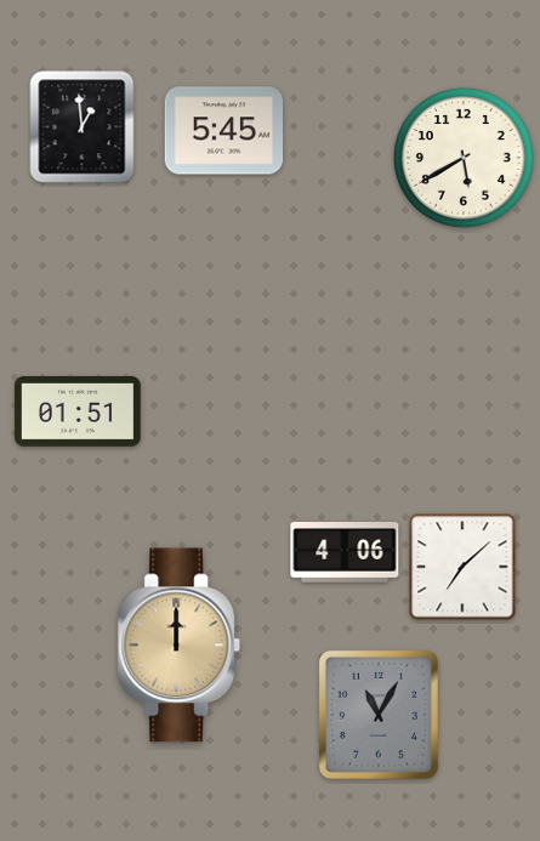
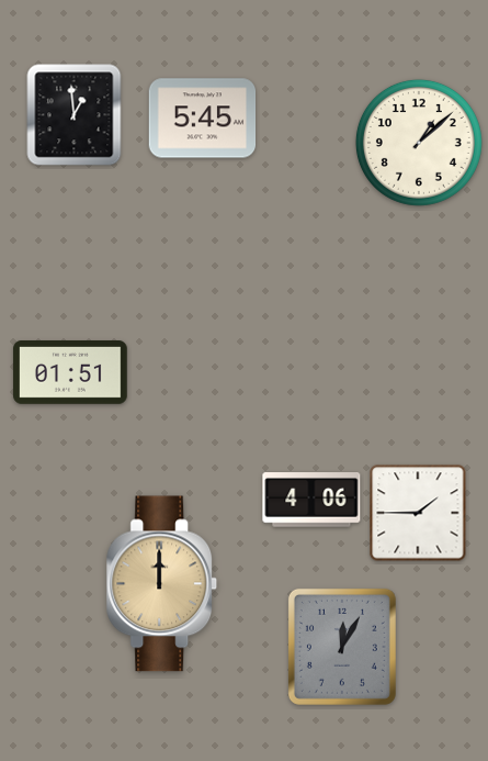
clock at (464, 158): 5:40 -> 1:08
clock at (462, 567): 7:08 -> 1:45
clock at (379, 715): 11:05 -> 12:05
